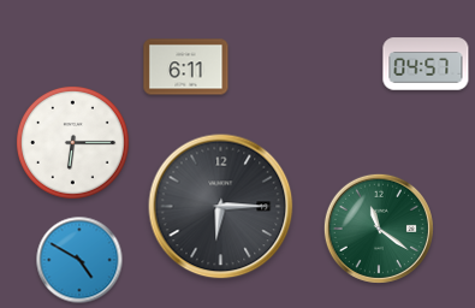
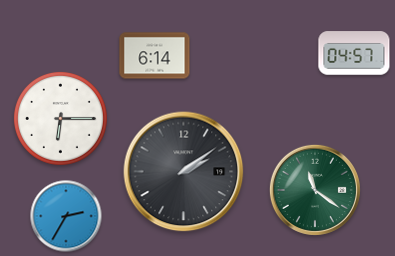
clock at (186, 67): 6:11 -> 6:14
clock at (221, 207): 6:15 -> 2:09
clock at (79, 260): 4:50 -> 2:35
